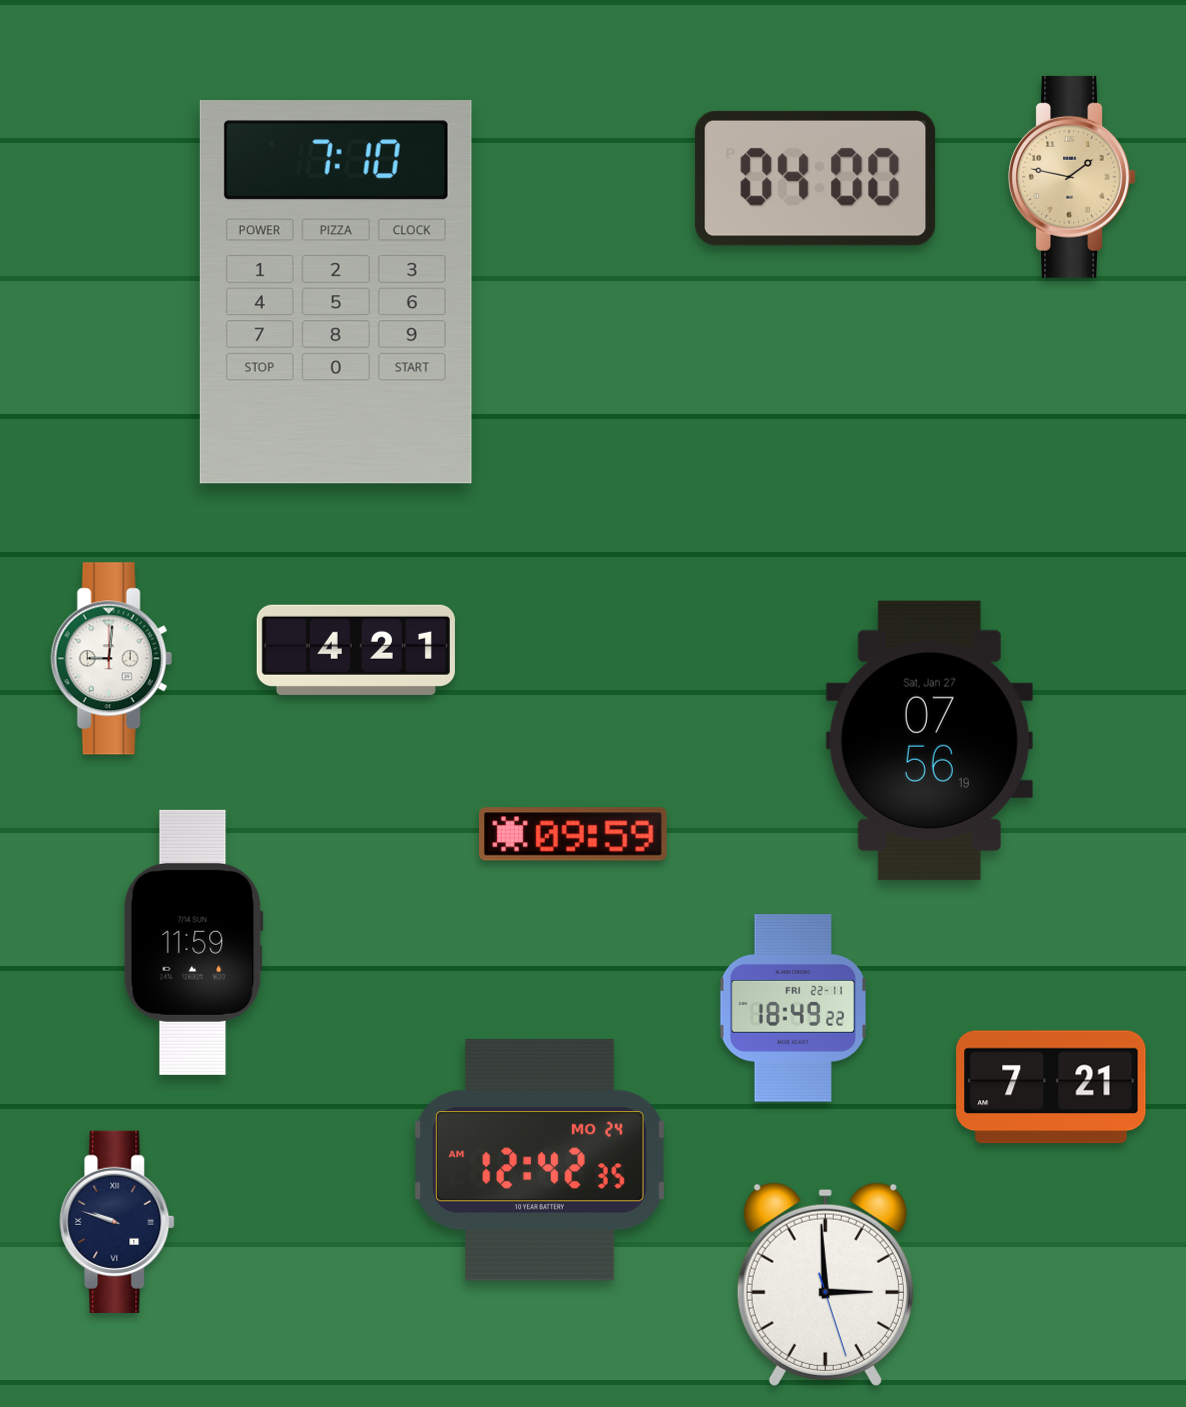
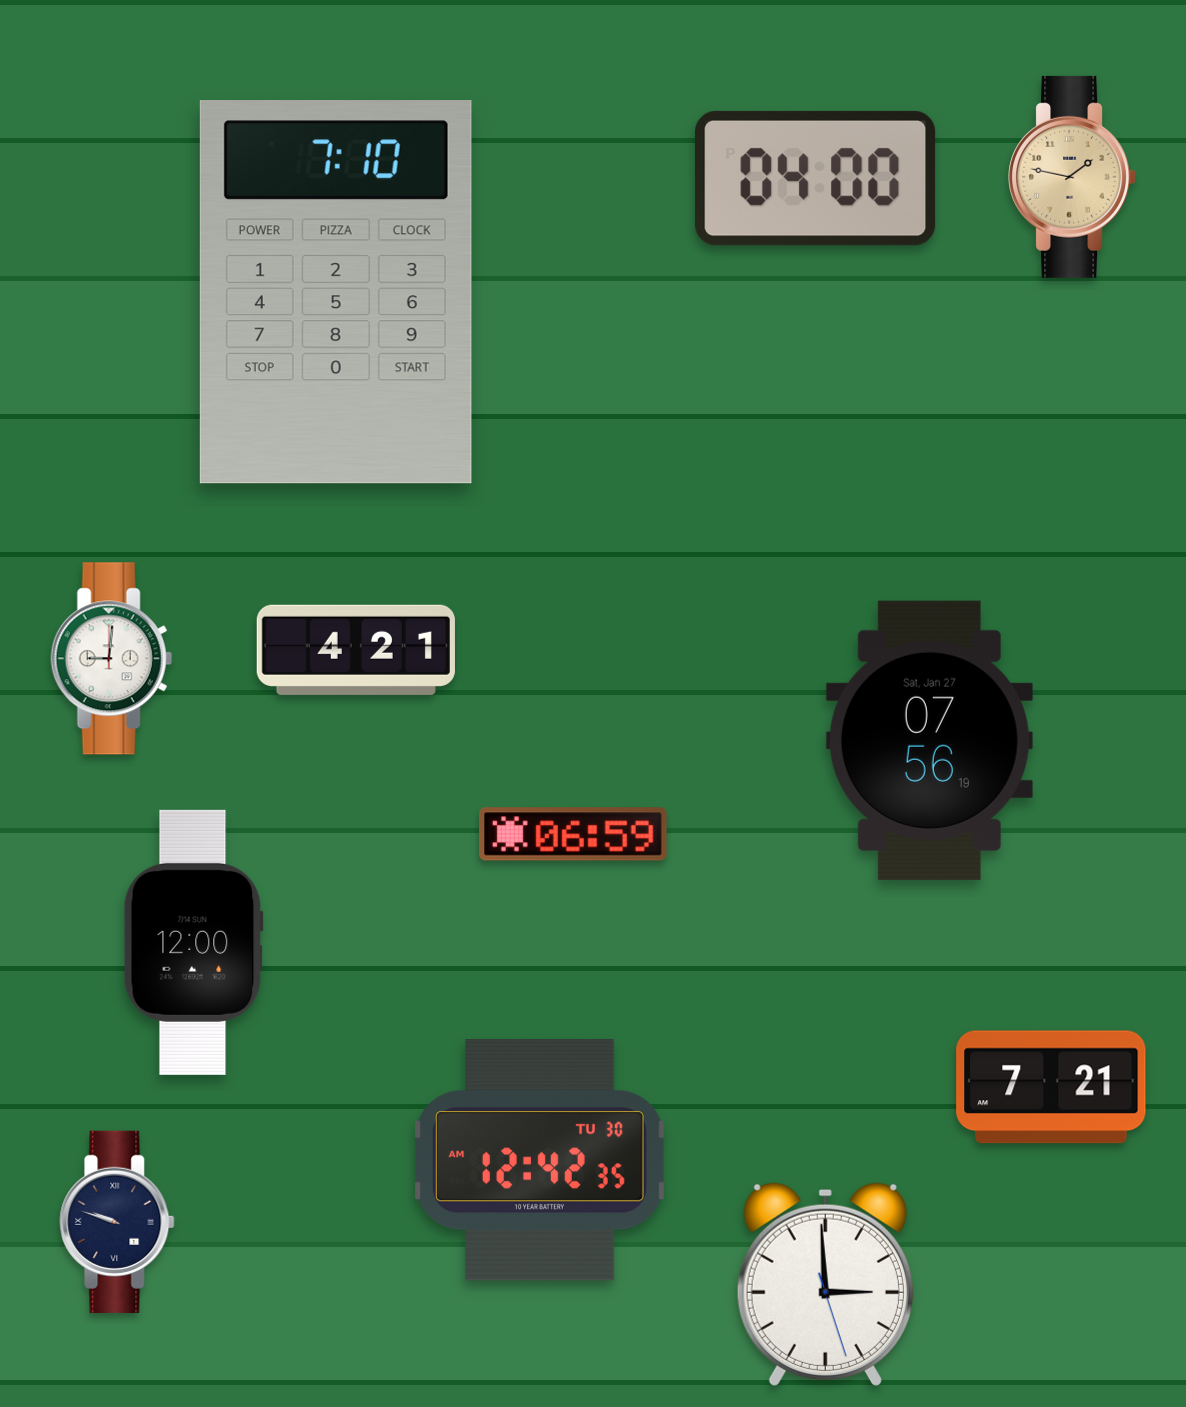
clock at (574, 834): 09:59 -> 06:59
clock at (193, 942): 11:59 -> 12:00
clock at (793, 1008): 18:49 -> none
clock at (540, 1160) date: MO 24 -> TU 30
